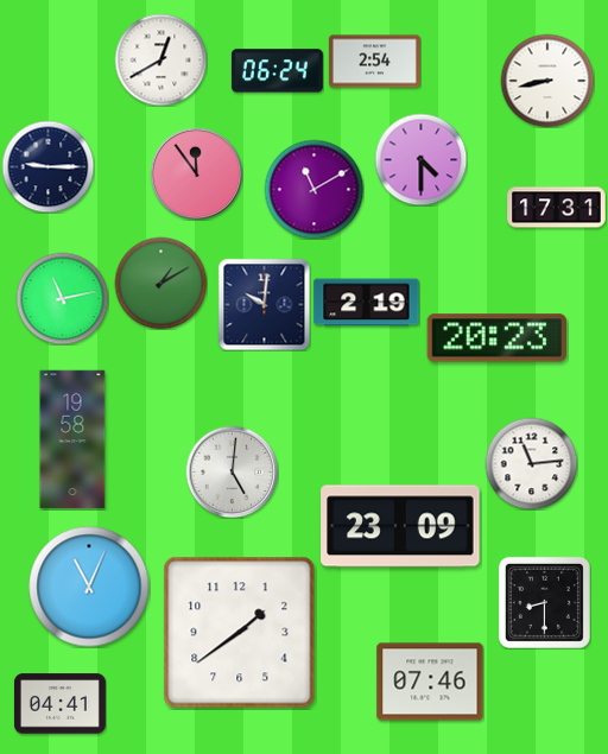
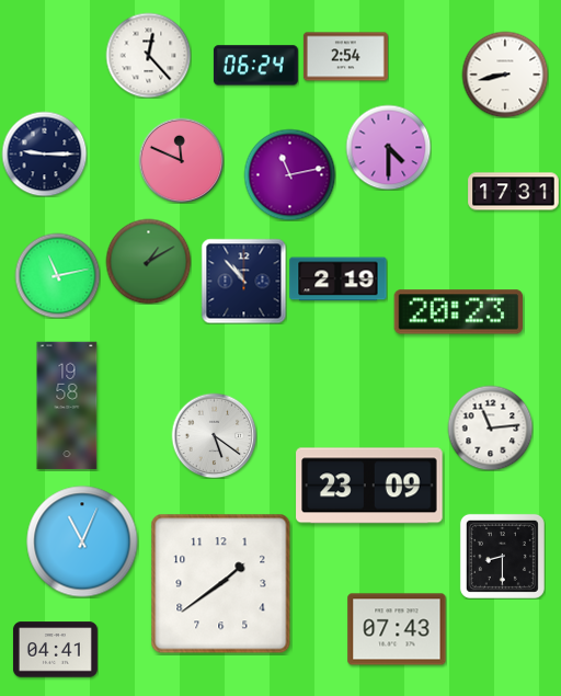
clock at (160, 59): 12:40 -> 12:23
clock at (196, 173): 11:54 -> 11:49
clock at (313, 189): 11:10 -> 11:13
clock at (264, 304): 10:01 -> 10:53
clock at (232, 471): 5:01 -> 5:21
clock at (430, 682): 07:46 -> 07:43
